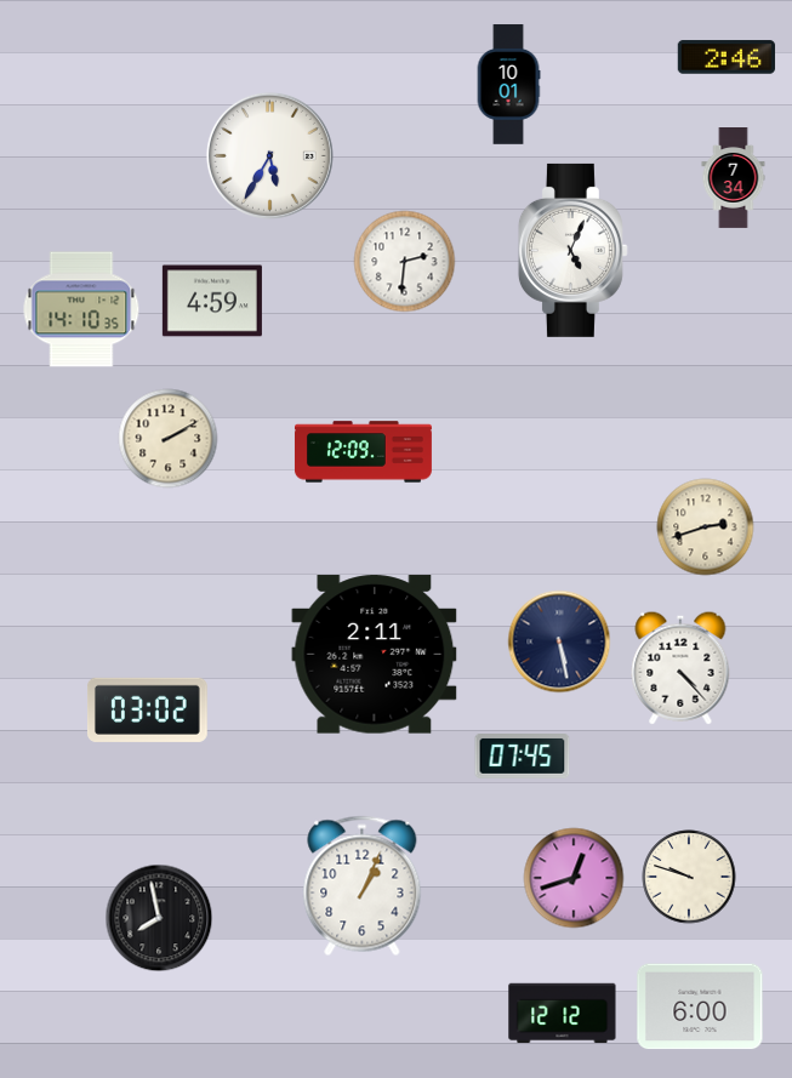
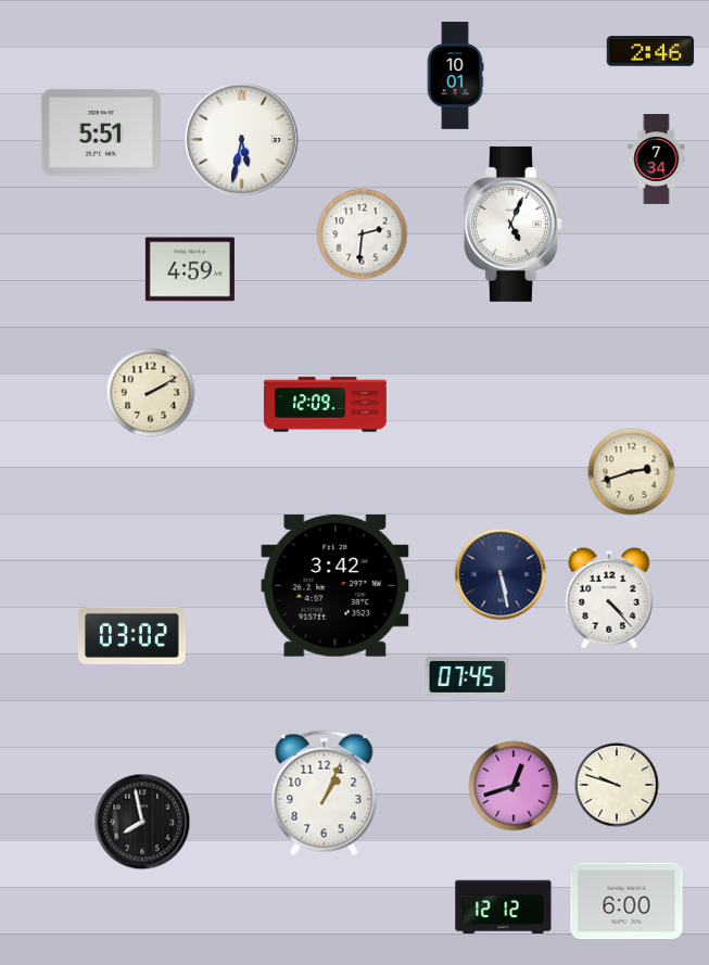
clock at (100, 132): none -> 5:51
clock at (269, 155): 5:35 -> 5:32
clock at (81, 309): 14:10 -> none
clock at (375, 655): 2:11 -> 3:42
